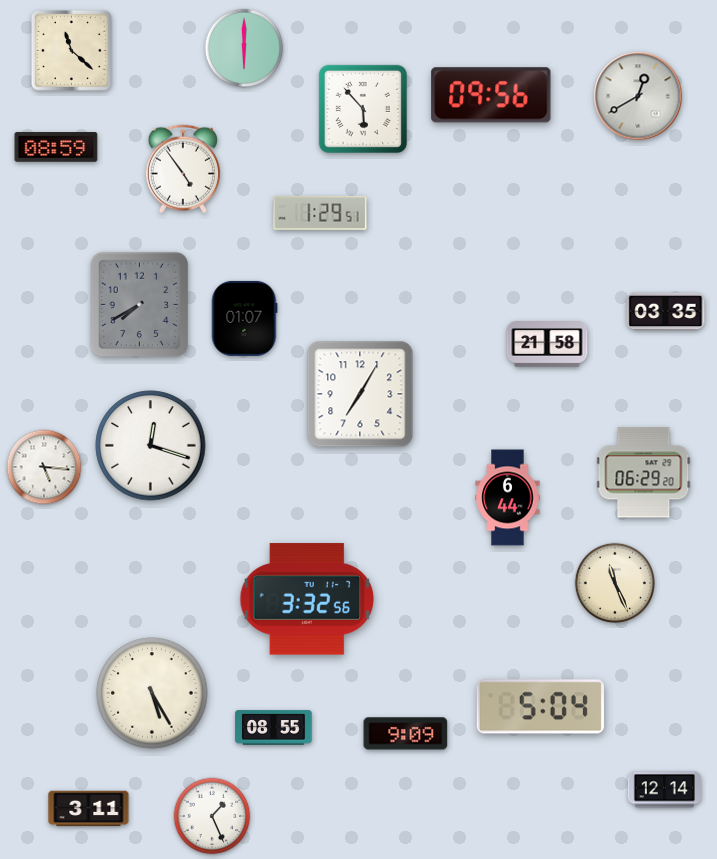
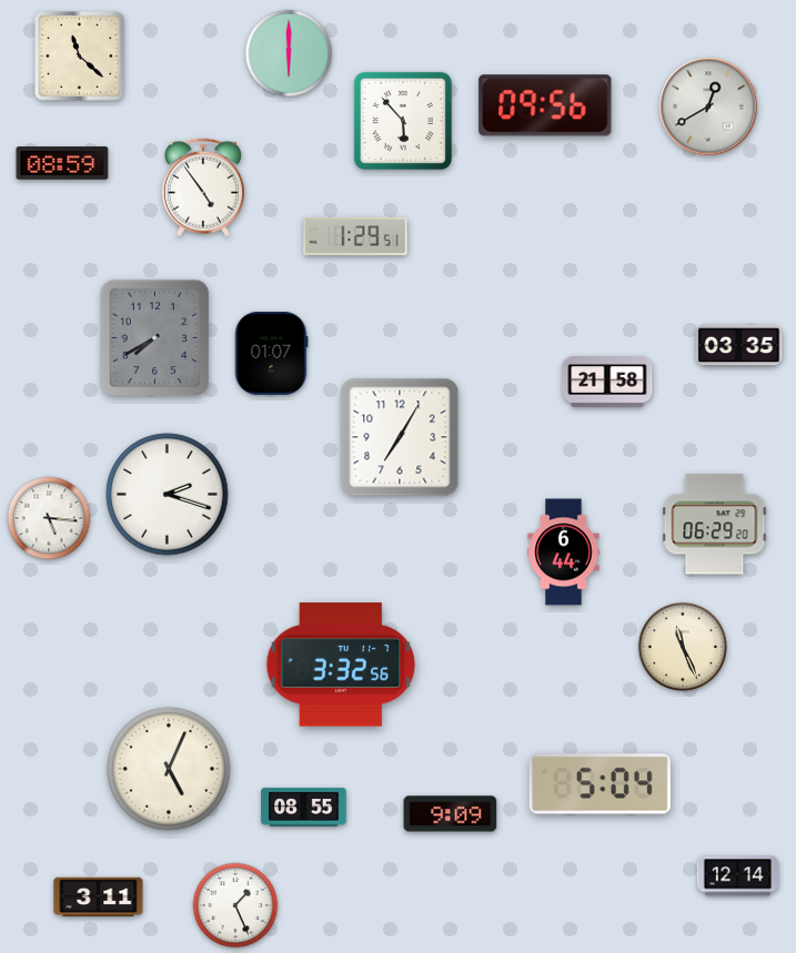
clock at (244, 48) position: (244, 48) -> (289, 53)
clock at (151, 446): 12:18 -> 2:18
clock at (152, 693): 5:25 -> 5:04
